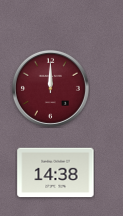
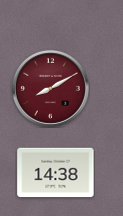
clock at (50, 88): 12:00 -> 8:10
